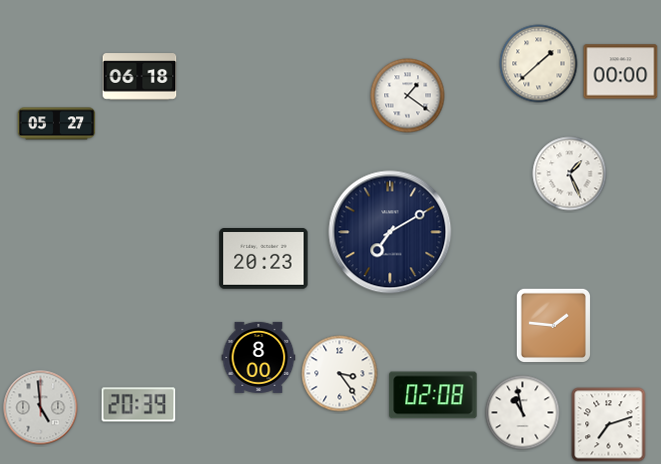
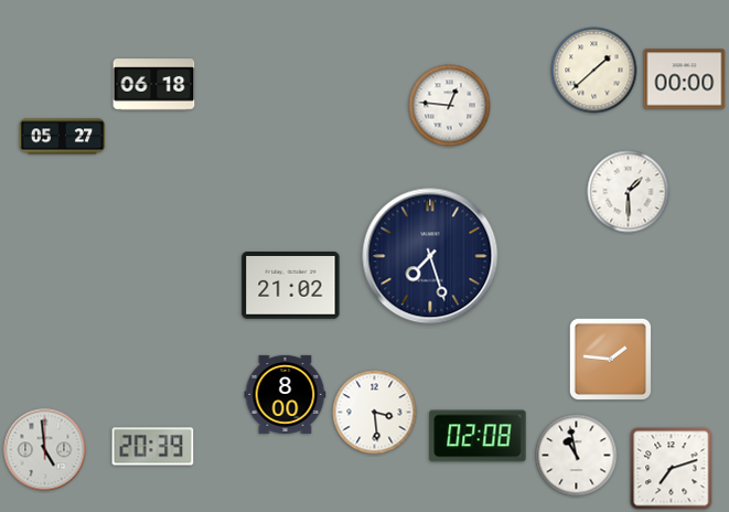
clock at (408, 96): 1:21 -> 12:46
clock at (570, 174): 1:26 -> 1:30
clock at (390, 232): 7:10 -> 7:27
clock at (264, 259): 20:23 -> 21:02
clock at (340, 374): 3:24 -> 3:29
